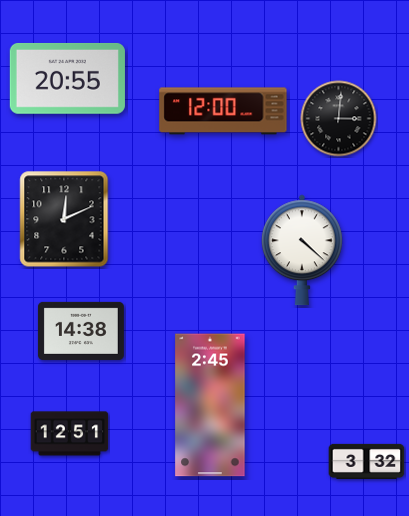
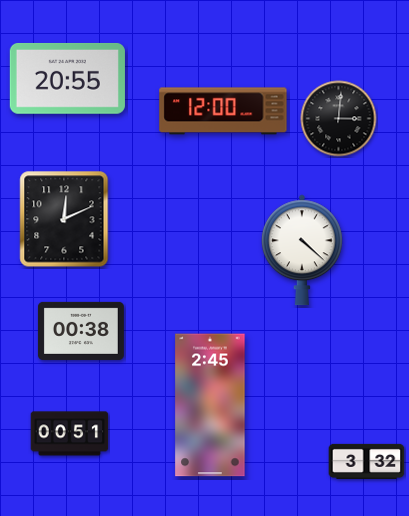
clock at (81, 331): 14:38 -> 00:38
clock at (70, 434): 12:51 -> 00:51
